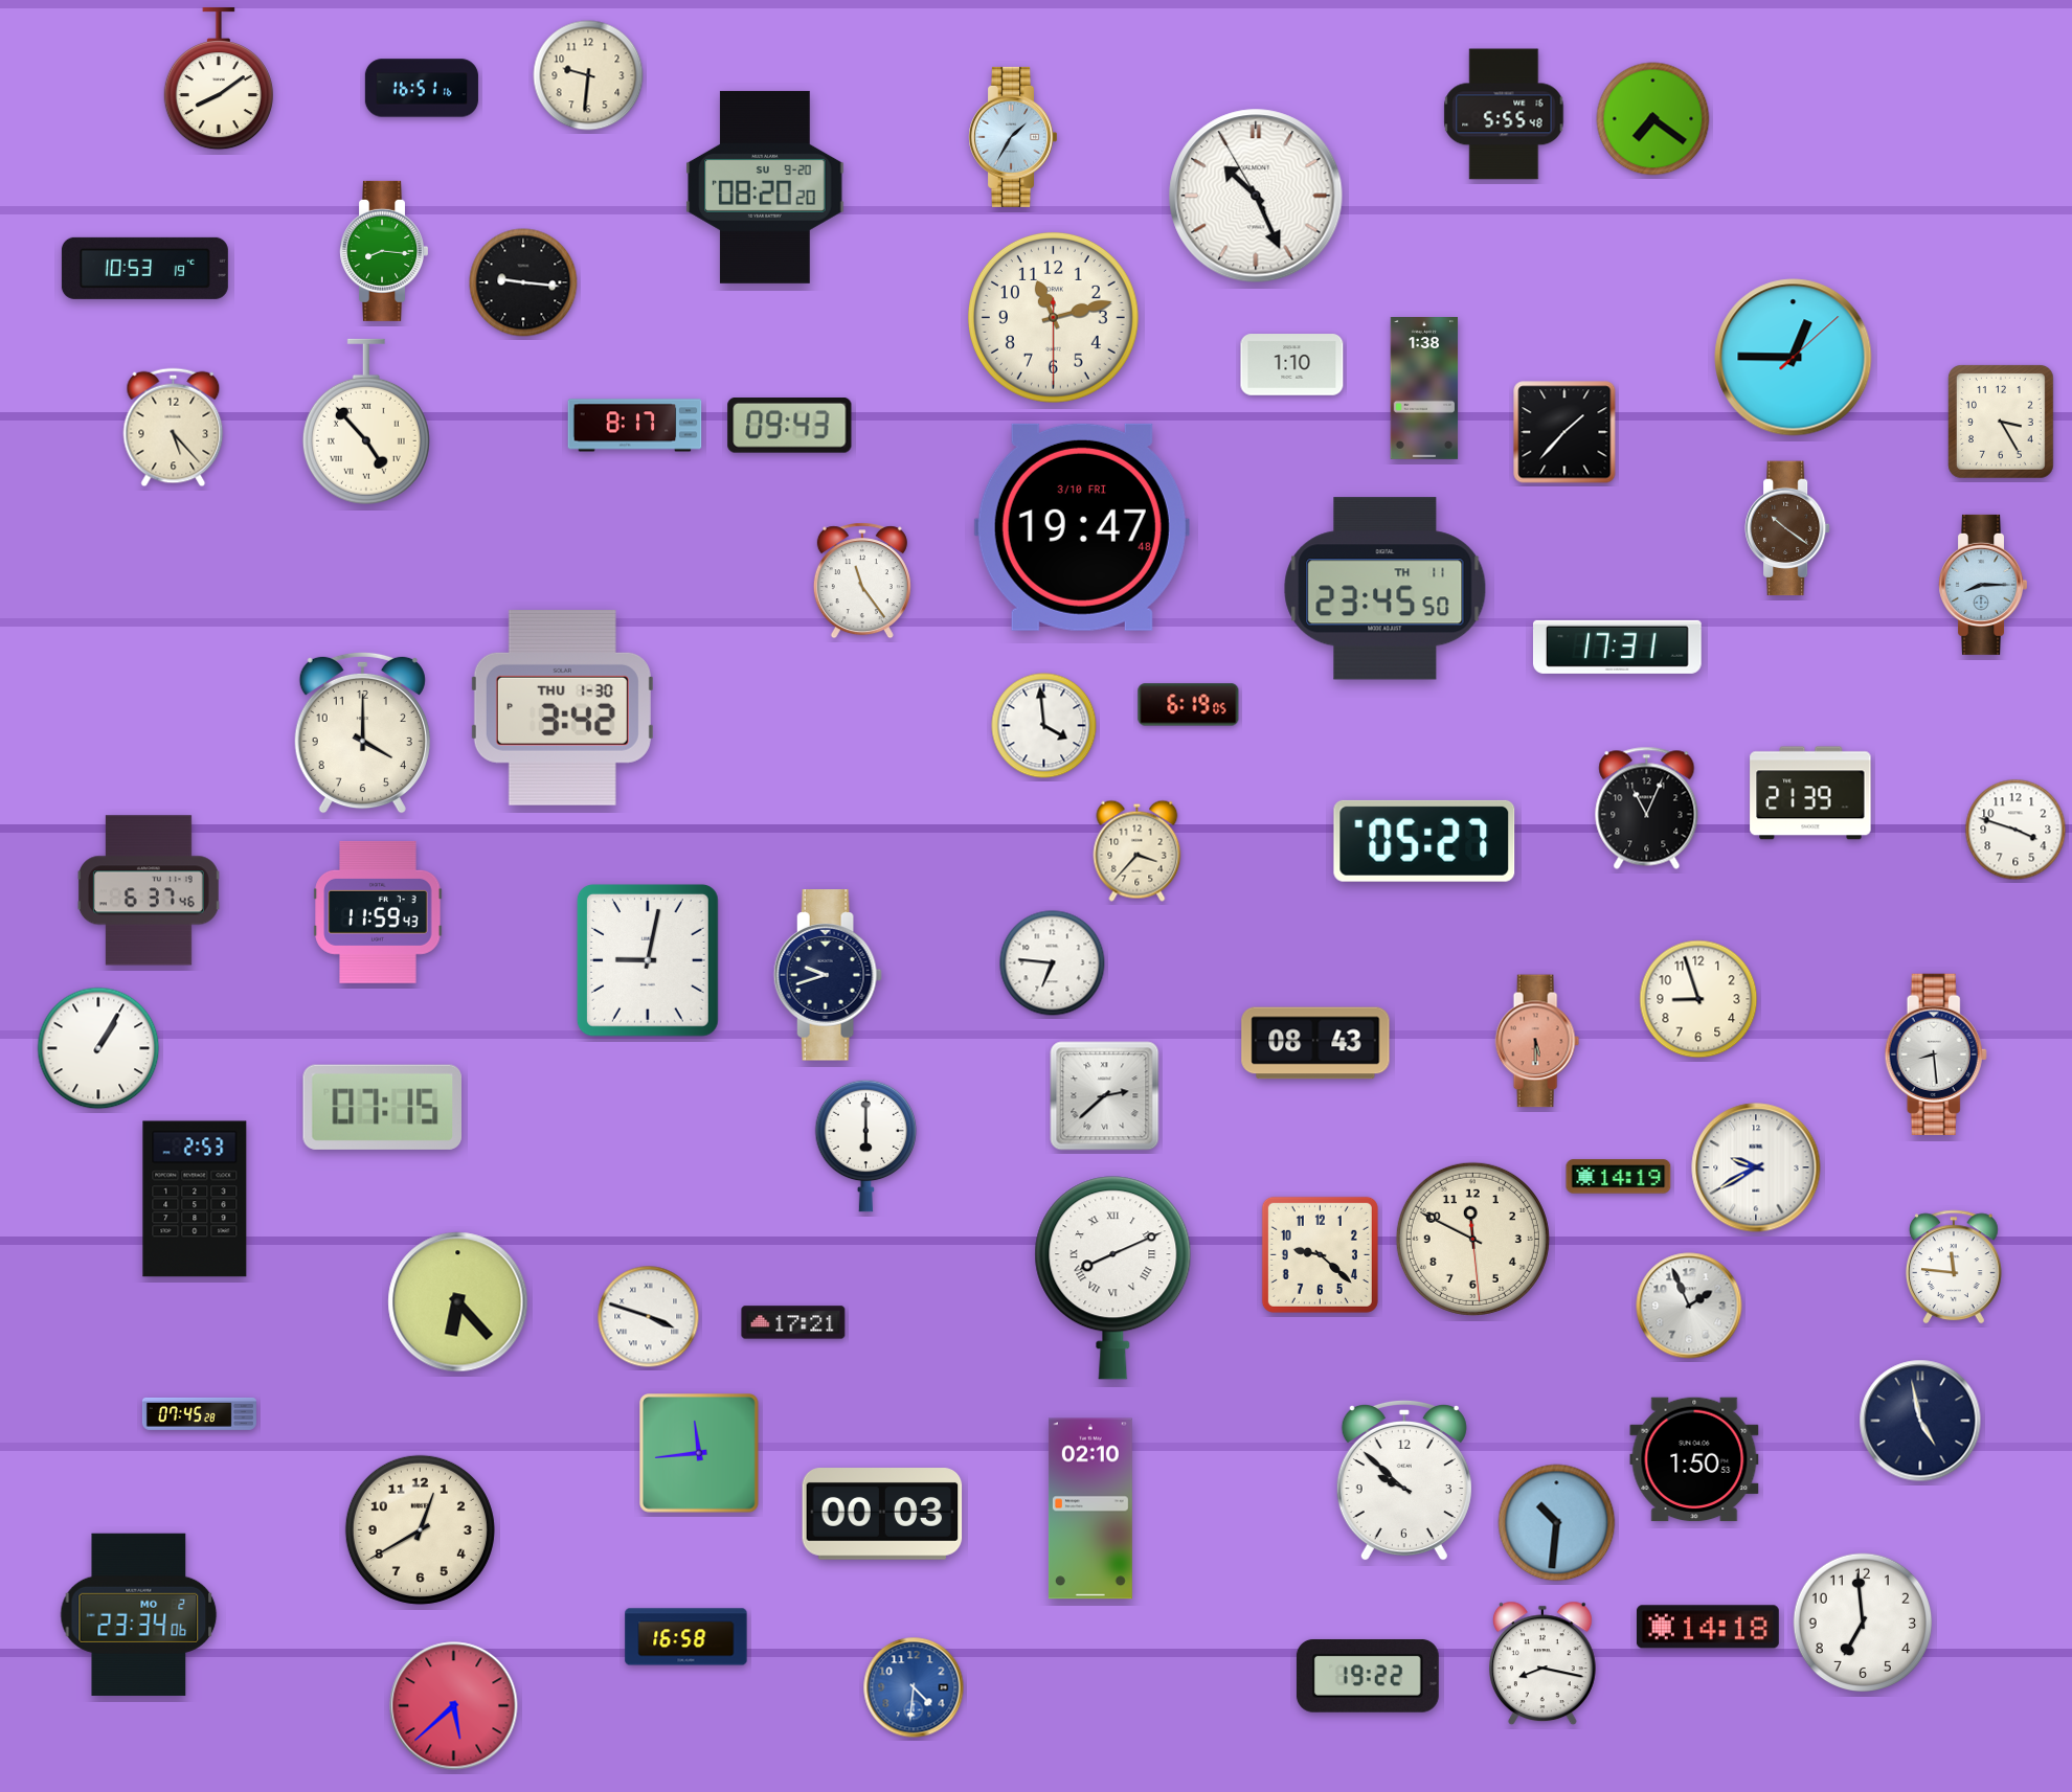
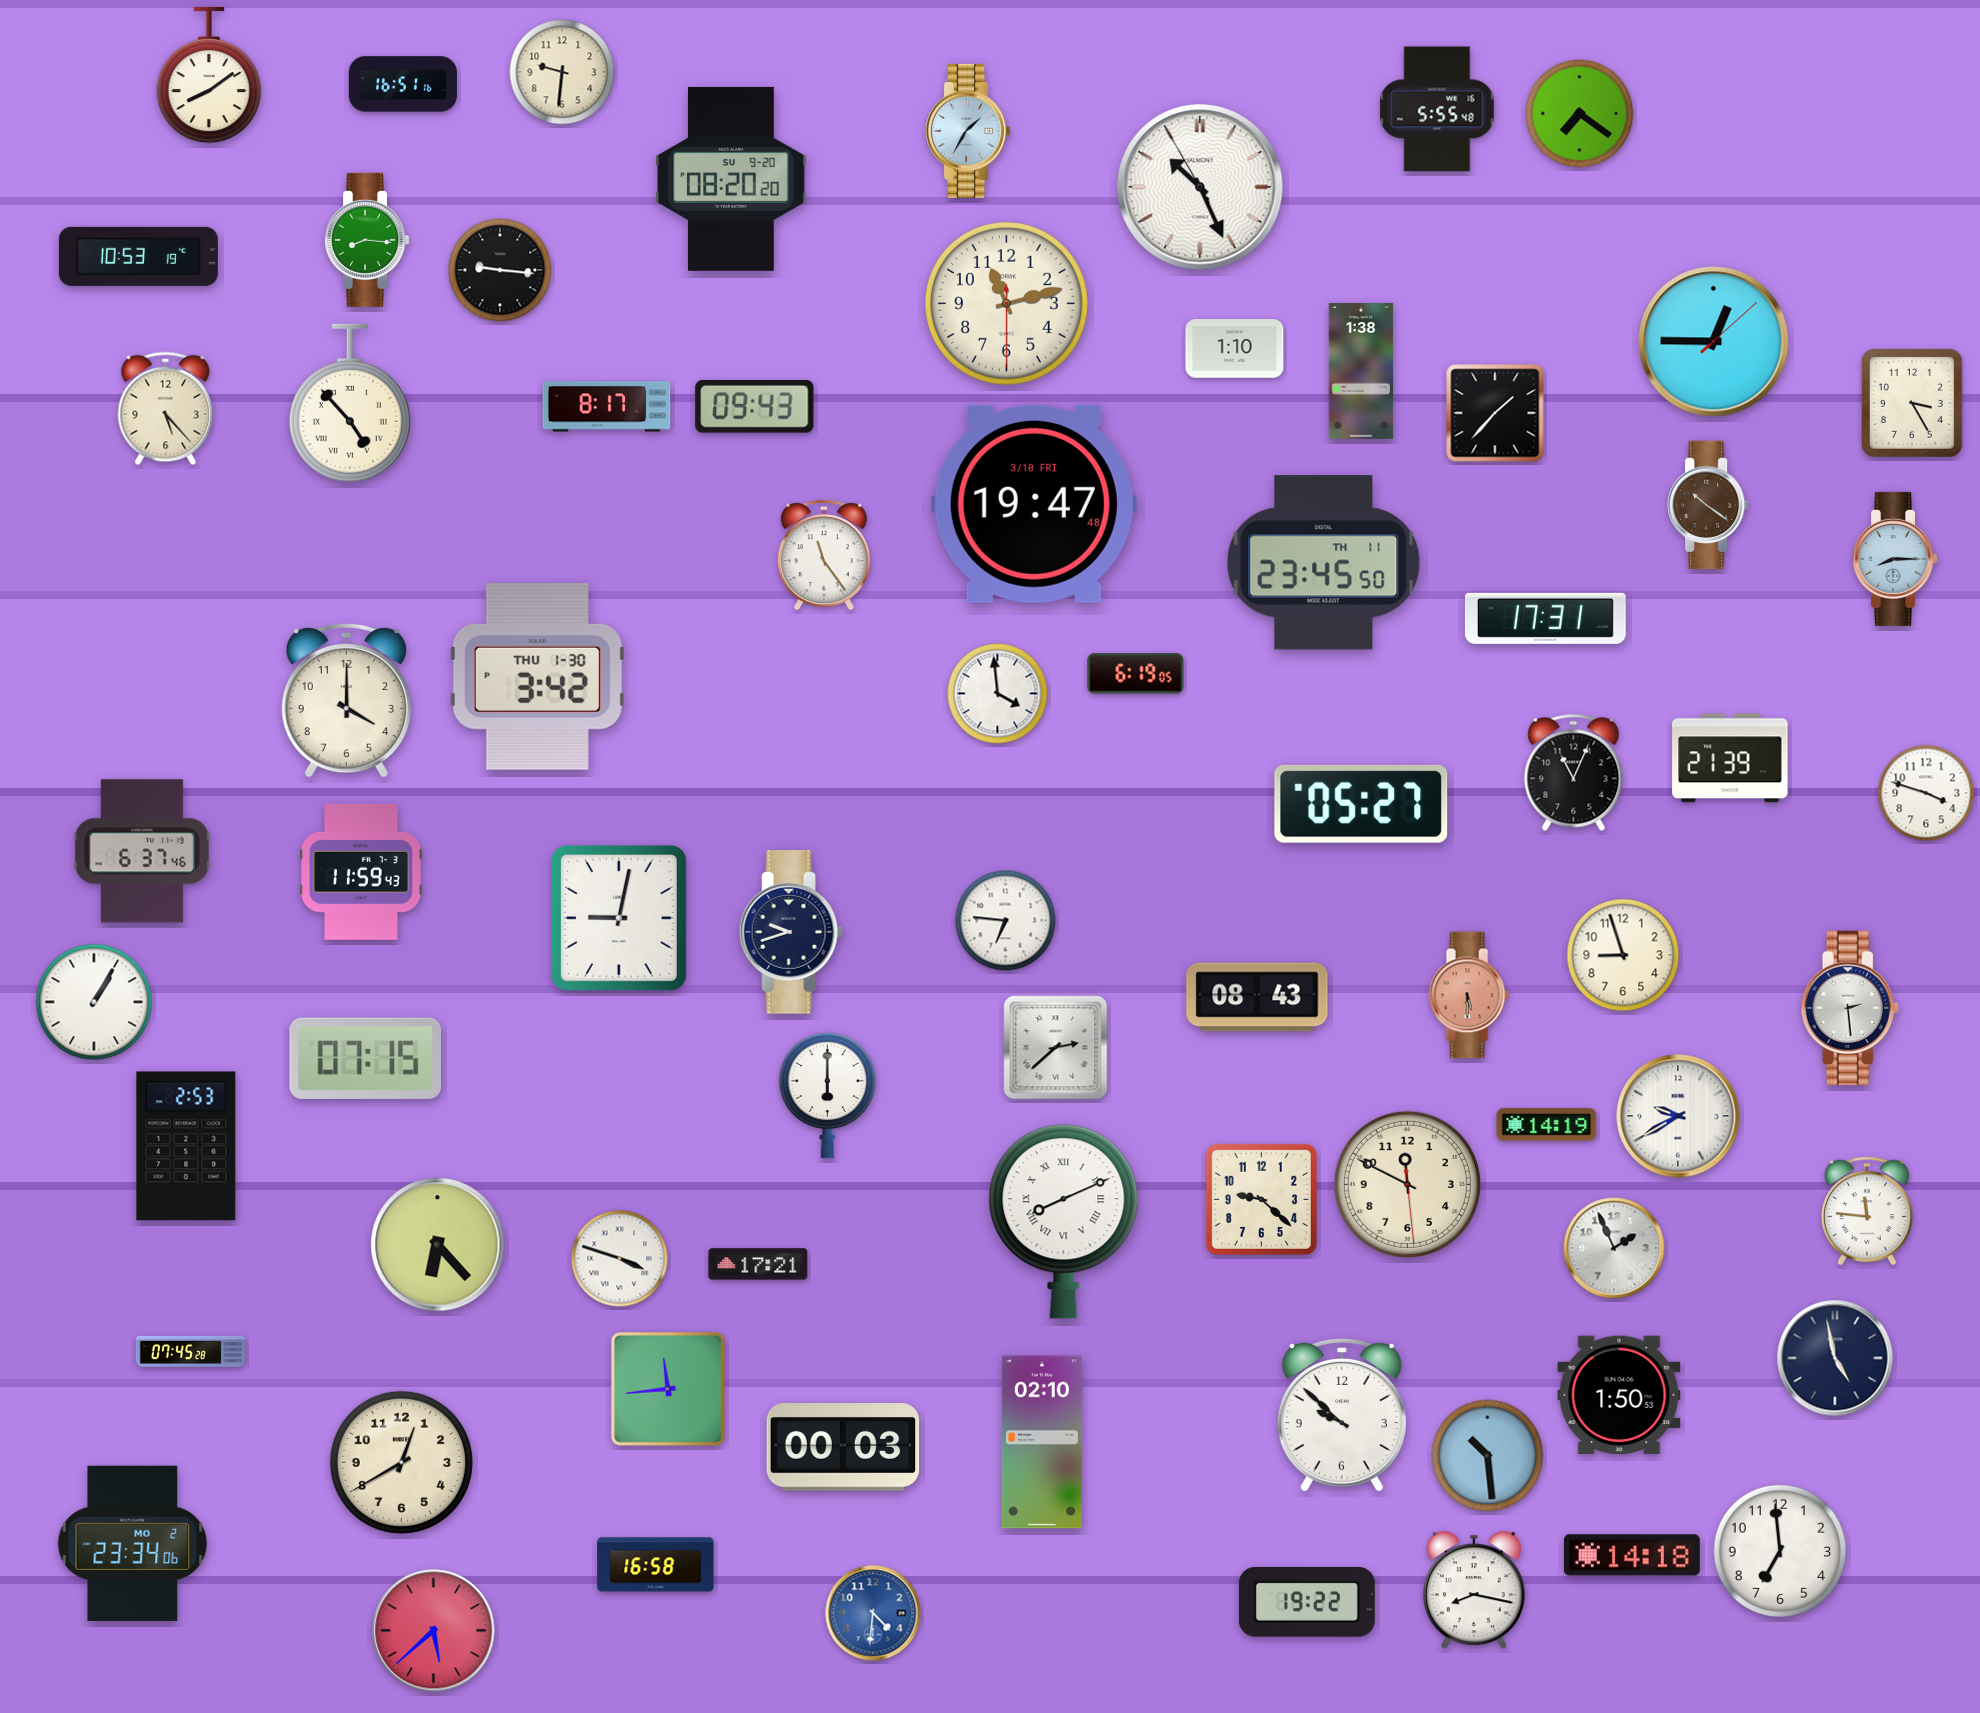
clock at (1138, 850): 3:37 -> none
clock at (1936, 1053): 8:29 -> 2:29
clock at (1557, 1523): 10:31 -> 10:29
